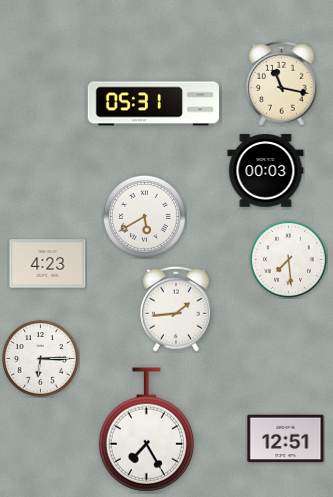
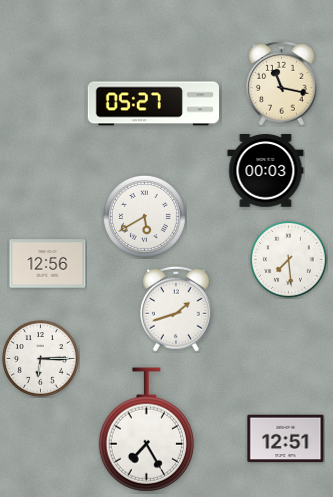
clock at (153, 104): 05:31 -> 05:27
clock at (48, 264): 4:23 -> 12:56
clock at (176, 309): 1:44 -> 1:42
